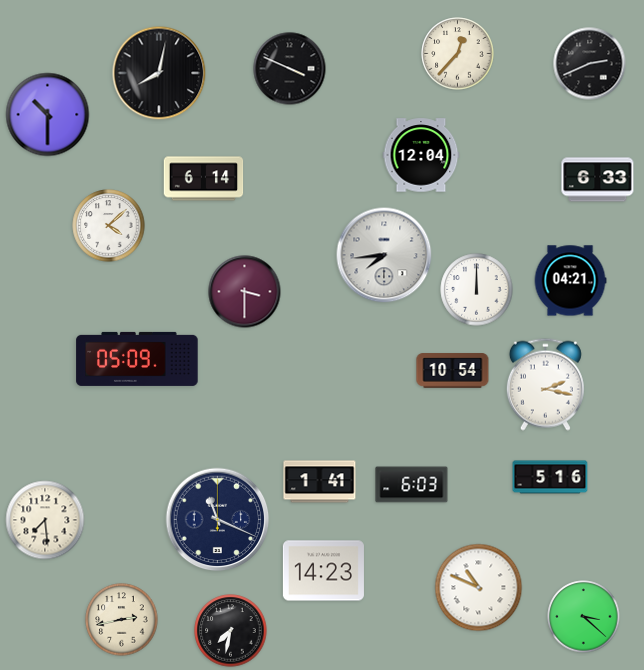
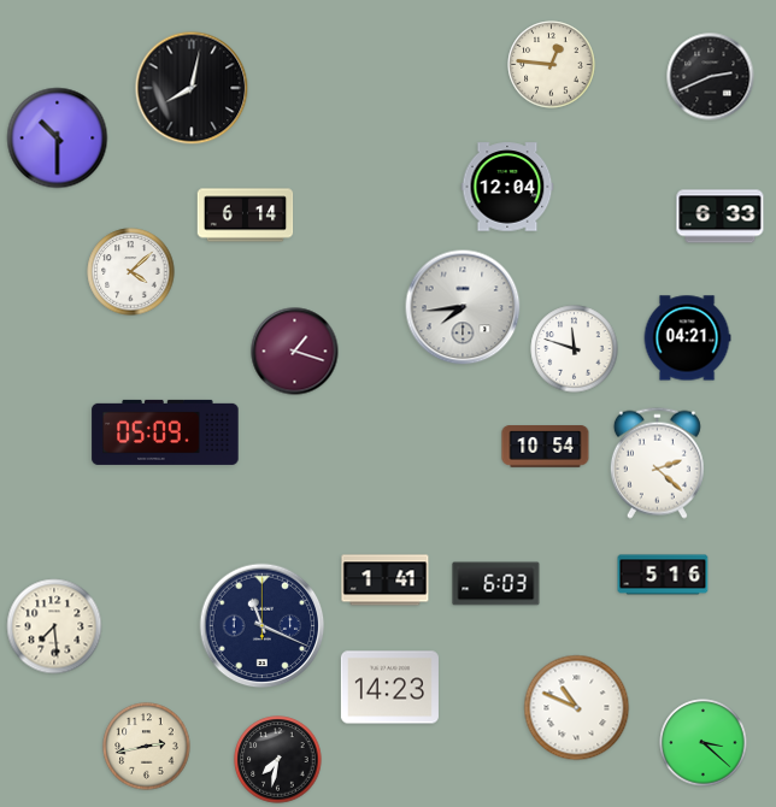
clock at (458, 54): 12:37 -> 12:46
clock at (290, 69): 3:49 -> none
clock at (477, 290): 12:00 -> 11:48
clock at (245, 292): 3:30 -> 1:18
clock at (545, 384): 2:17 -> 2:22
